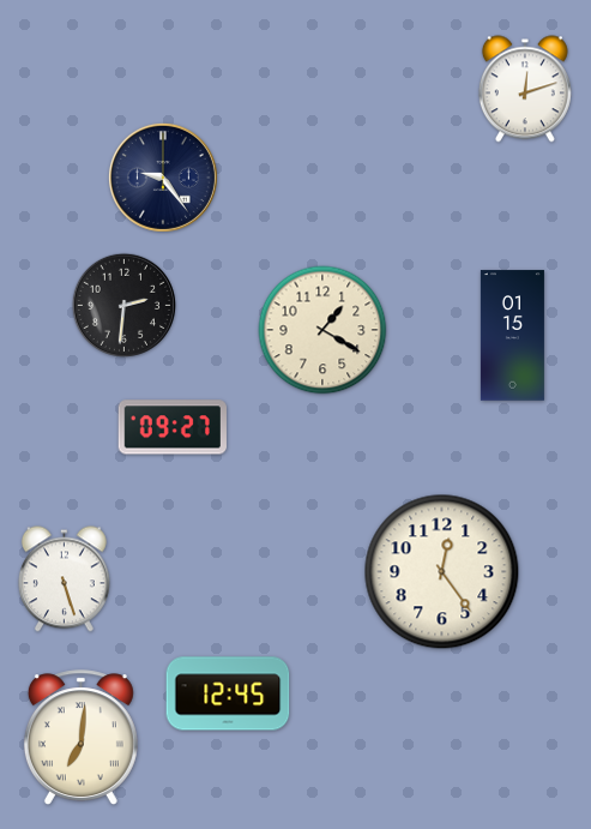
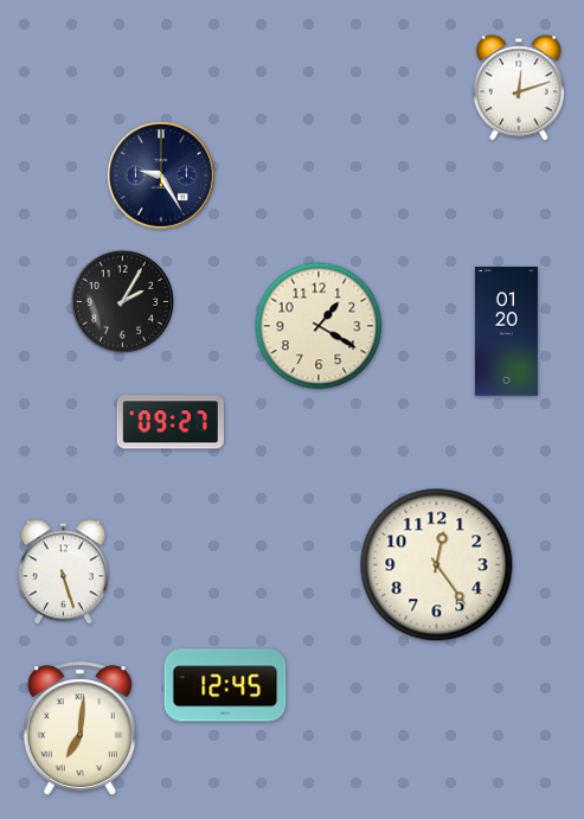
clock at (163, 178): 9:24 -> 9:25
clock at (123, 305): 2:31 -> 2:05
clock at (512, 336): 01:15 -> 01:20
